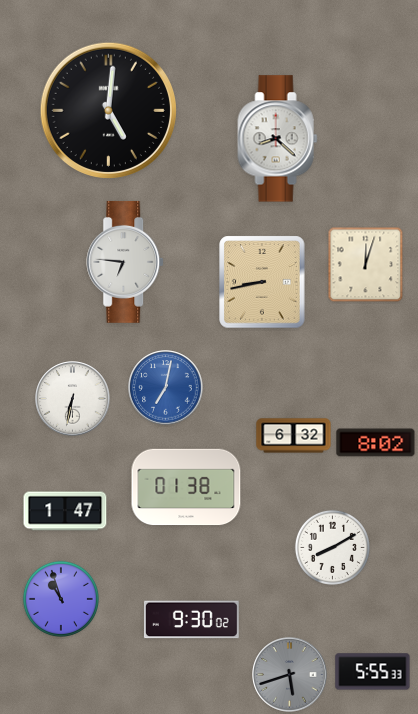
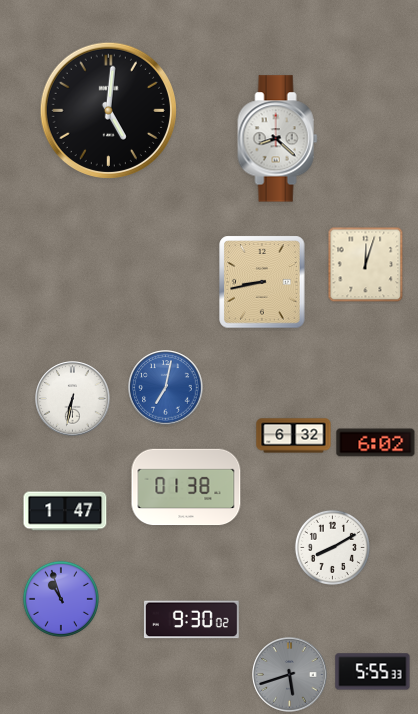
clock at (126, 262): 6:46 -> none
clock at (376, 443): 8:02 -> 6:02
